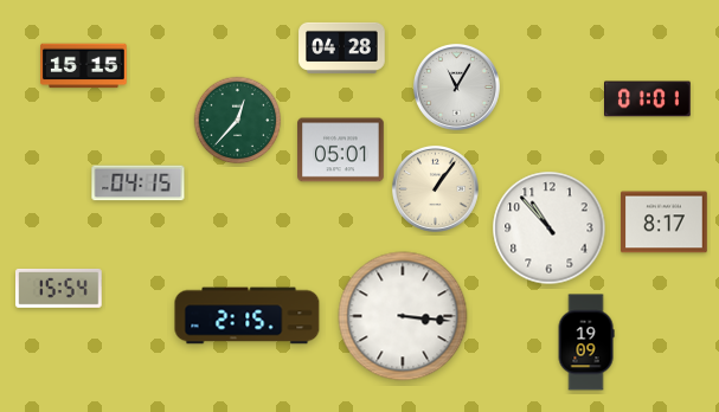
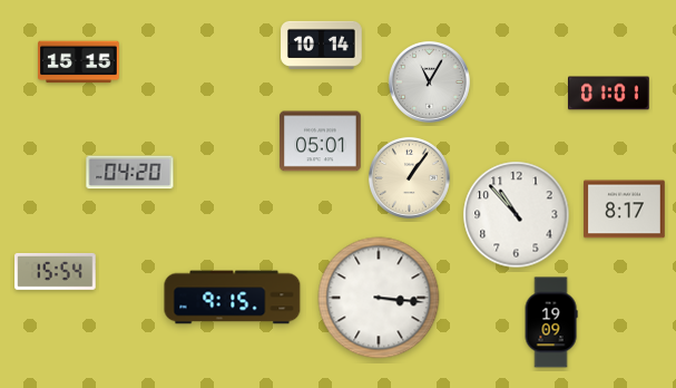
clock at (342, 47): 04:28 -> 10:14
clock at (238, 121): 12:37 -> none
clock at (139, 184): 04:15 -> 04:20
clock at (248, 316): 2:15 -> 9:15
